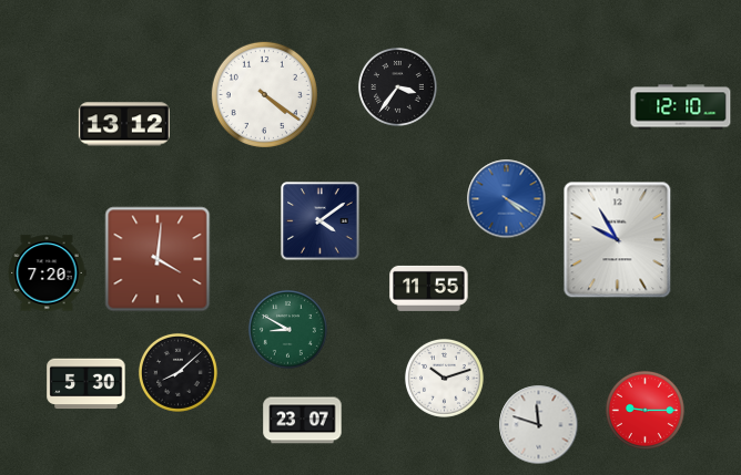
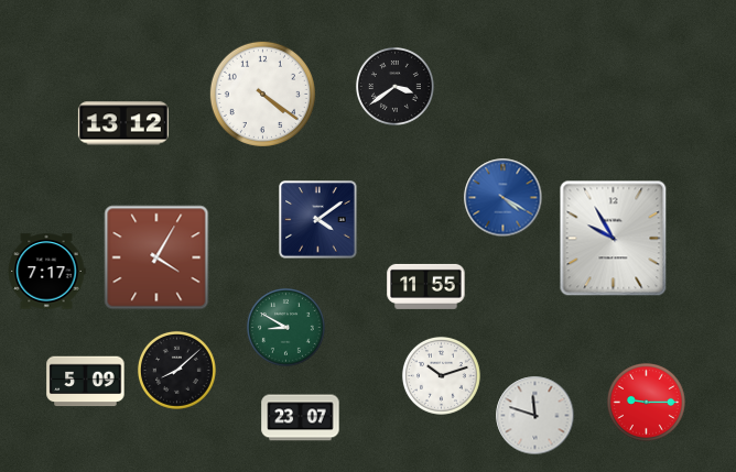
clock at (397, 86): 3:36 -> 3:39
clock at (681, 107): 12:10 -> none
clock at (158, 259): 4:01 -> 4:05
clock at (47, 273): 7:20 -> 7:17
clock at (87, 384): 5:30 -> 5:09
clock at (644, 410) position: (644, 410) -> (646, 402)
clock at (539, 425) position: (539, 425) -> (535, 416)
